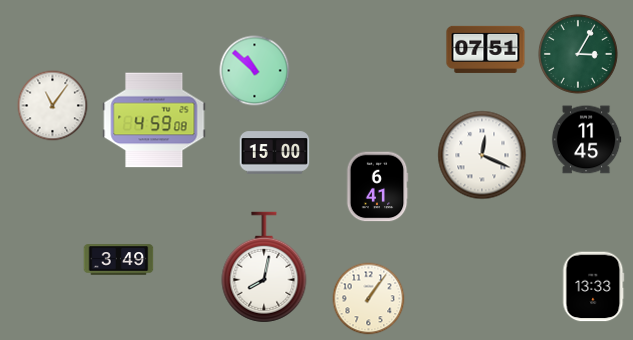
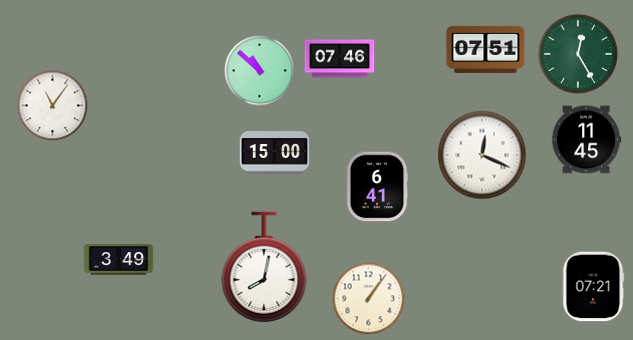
clock at (578, 54): 3:05 -> 12:25
clock at (340, 59): none -> 07:46
clock at (255, 71) position: (255, 71) -> (260, 71)
clock at (154, 120): 4:59 -> none
clock at (594, 287): 13:33 -> 07:21
